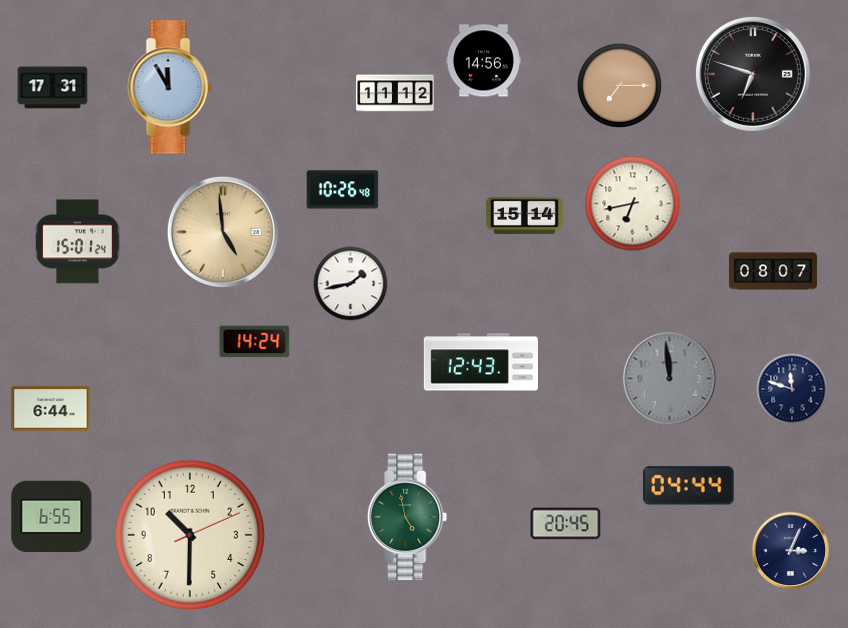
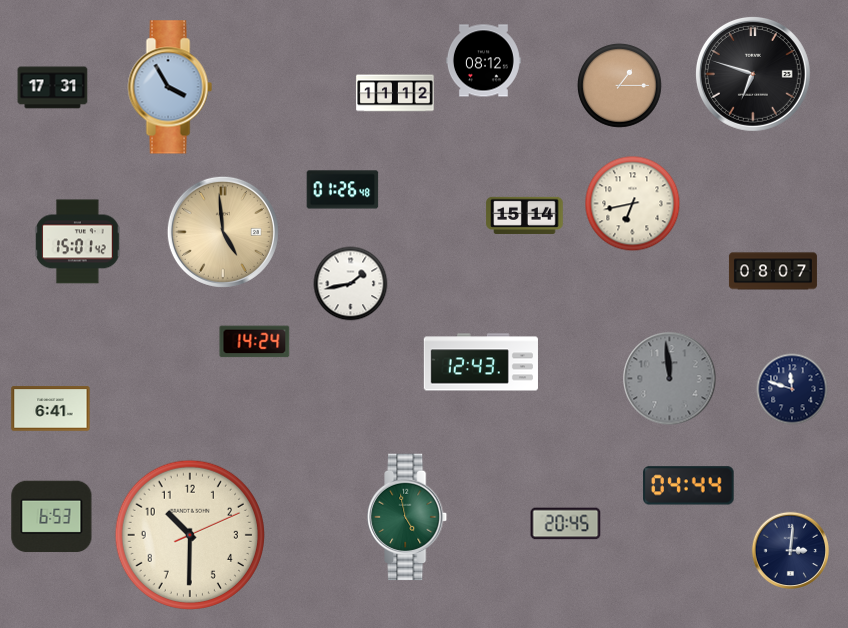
clock at (483, 61): 14:56 -> 08:12
clock at (619, 85): 7:15 -> 1:15
clock at (170, 87): 11:55 -> 3:55
clock at (343, 190): 10:26 -> 01:26
clock at (78, 242): 15:01:24 -> 15:01:42
clock at (51, 409): 6:44 -> 6:41
clock at (52, 517): 6:55 -> 6:53
clock at (790, 550): 3:04 -> 3:01
